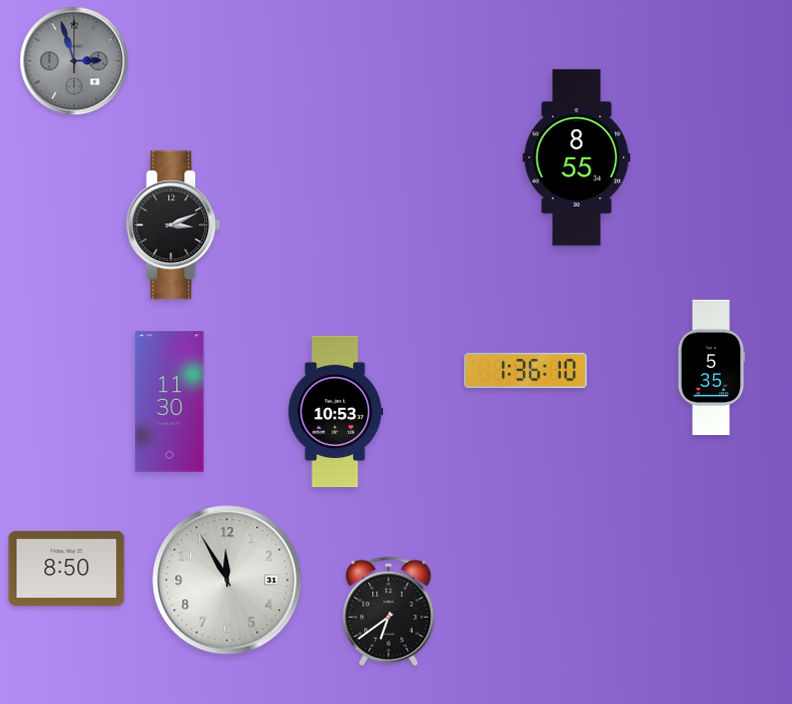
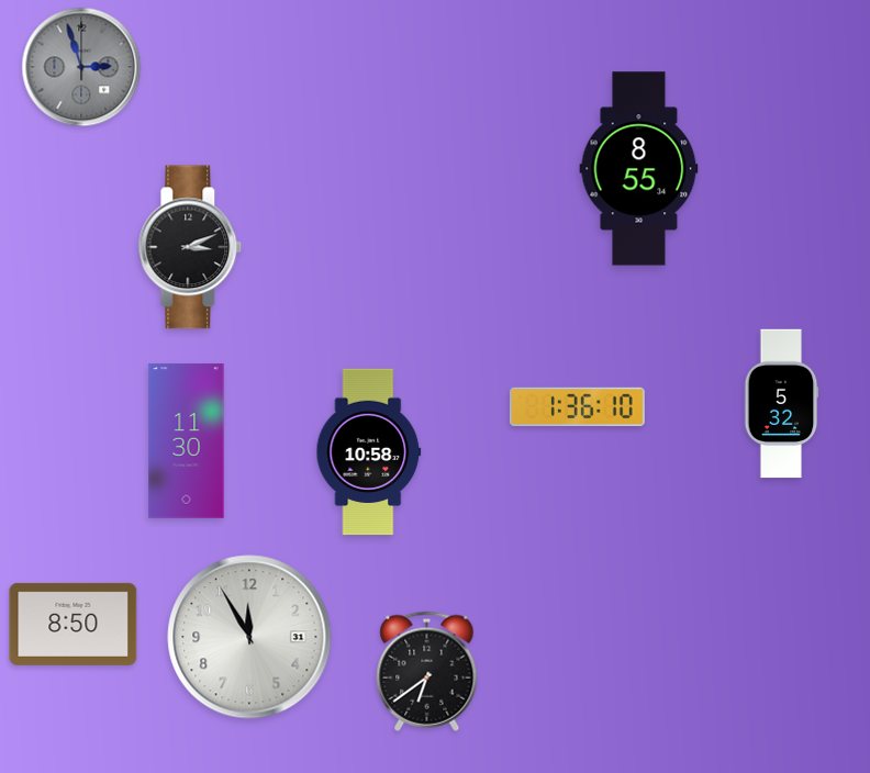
clock at (577, 158) position: (577, 158) -> (639, 169)
clock at (712, 368): 5:35 -> 5:32
clock at (336, 412): 10:53 -> 10:58
